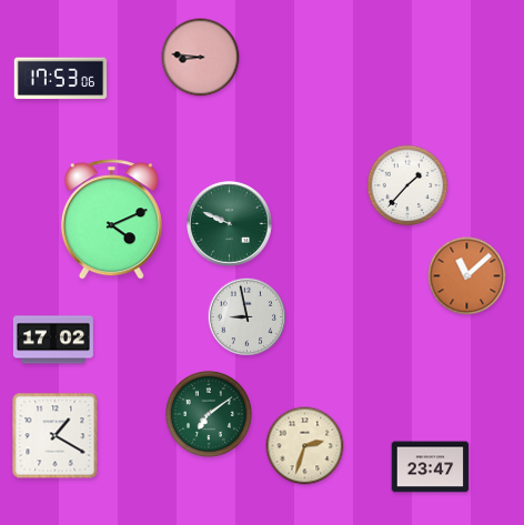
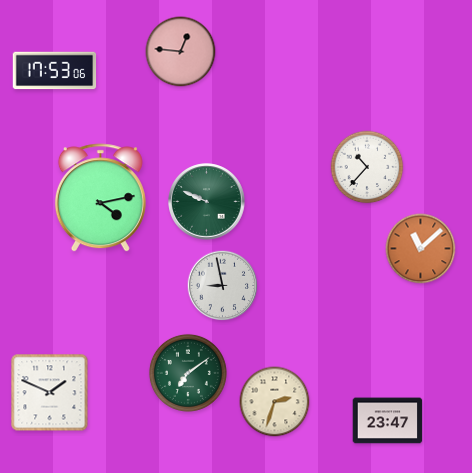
clock at (201, 58): 8:46 -> 12:46
clock at (407, 185): 1:37 -> 10:37
clock at (111, 220): 4:11 -> 4:13
clock at (53, 340): 17:02 -> none
clock at (56, 436): 1:20 -> 1:49
